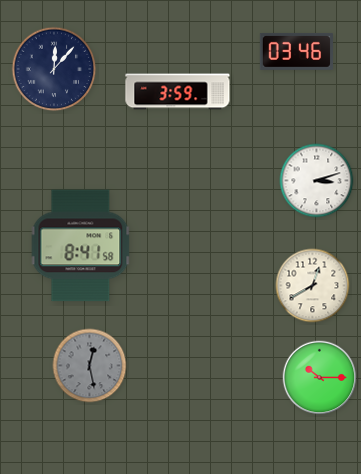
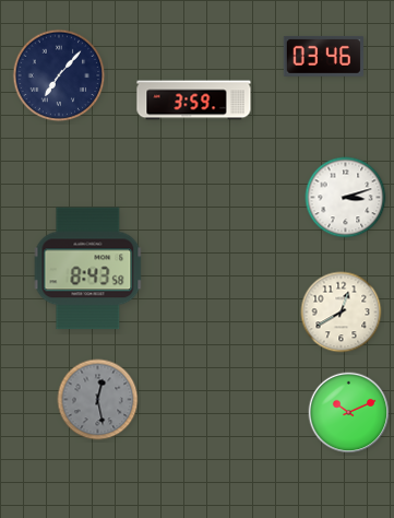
clock at (54, 69): 12:07 -> 7:07
clock at (81, 246): 8:41 -> 8:43
clock at (320, 378): 10:15 -> 10:11
